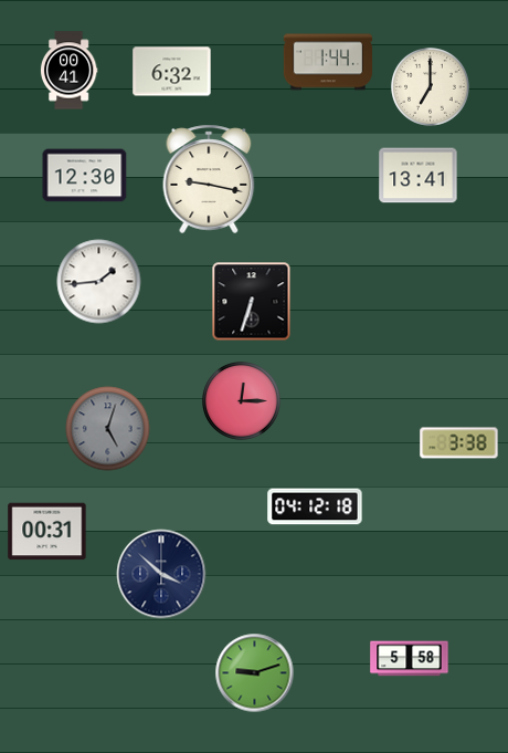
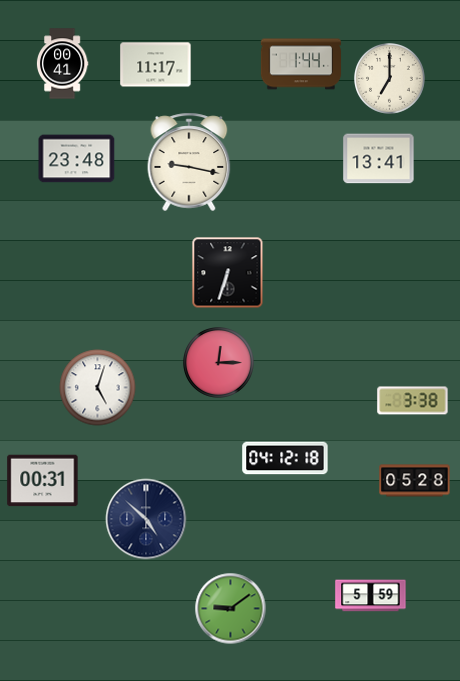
clock at (328, 62) position: (328, 62) -> (301, 64)
clock at (172, 72): 6:32 -> 11:17
clock at (85, 176): 12:30 -> 23:48
clock at (99, 282): 1:44 -> none
clock at (108, 429) dial: grey -> white
clock at (459, 443) position: (459, 443) -> (413, 401)
clock at (415, 481): none -> 05:28
clock at (161, 574): 3:52 -> 4:52
clock at (410, 659): 5:58 -> 5:59
clock at (255, 673): 9:12 -> 9:09
